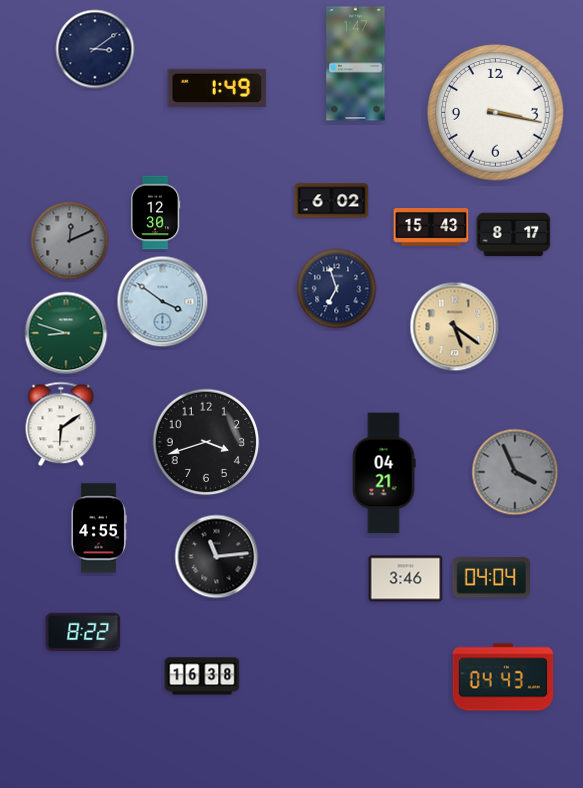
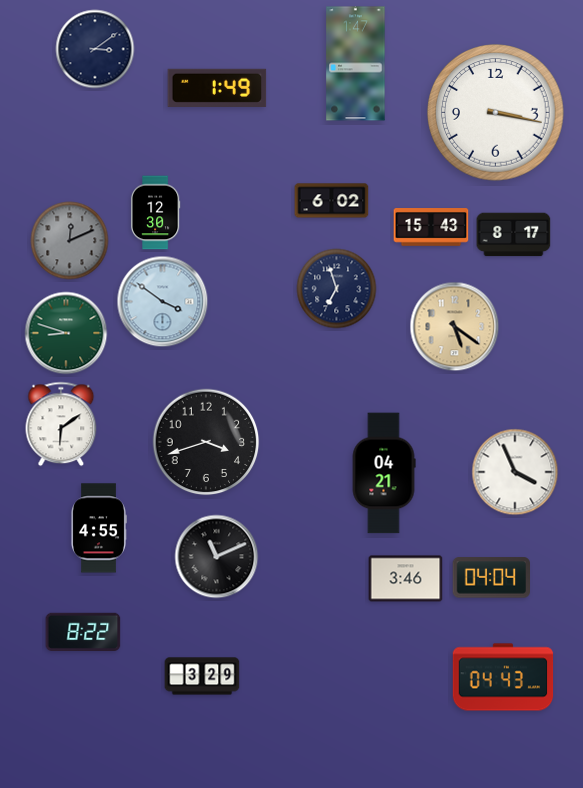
clock at (515, 472) dial: grey -> white
clock at (217, 557): 11:14 -> 11:11
clock at (202, 676): 16:38 -> 3:29
